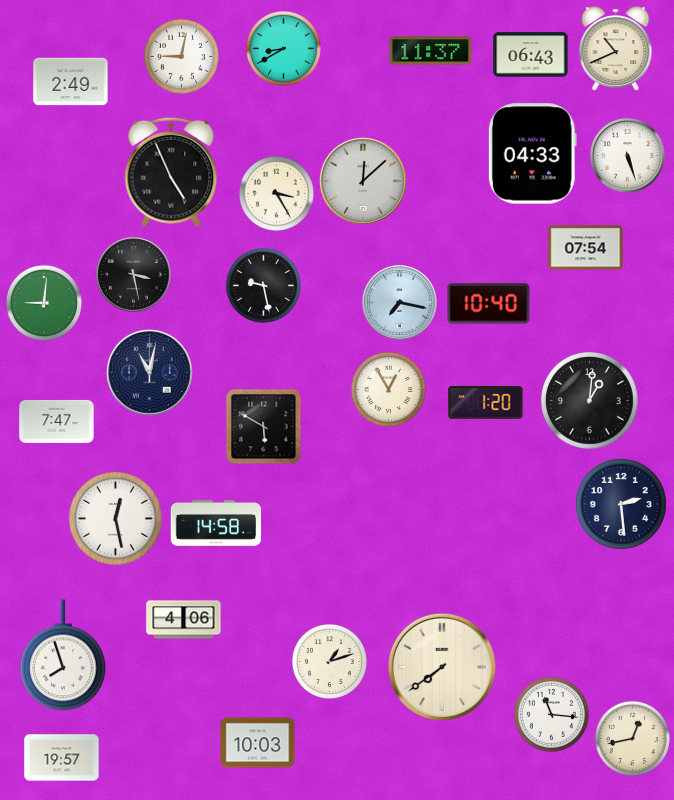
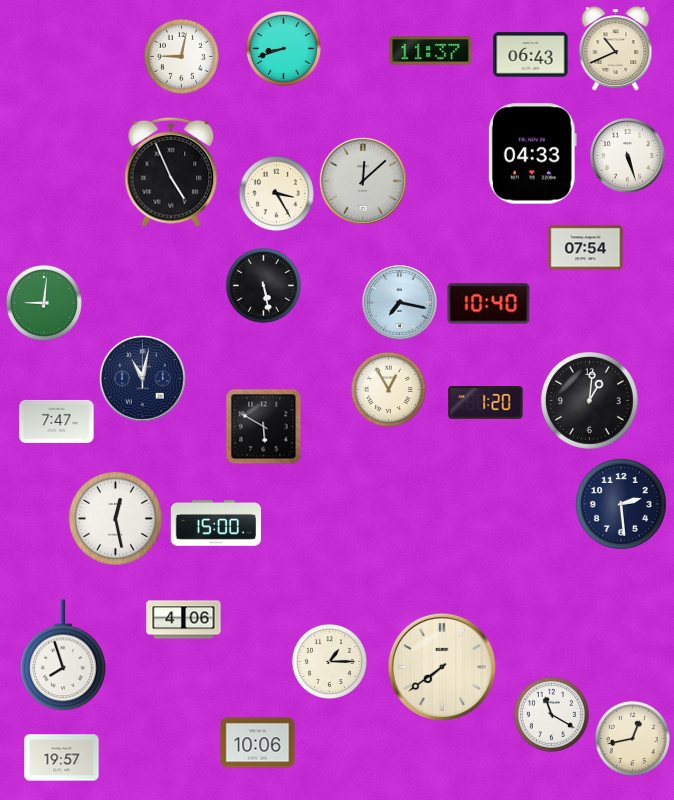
clock at (283, 48): 8:40 -> 8:42
clock at (71, 82): 2:49 -> none
clock at (134, 275): 3:28 -> none
clock at (263, 285): 9:28 -> 5:28
clock at (150, 373) position: (150, 373) -> (143, 379)
clock at (216, 523): 14:58 -> 15:00
clock at (329, 661): 1:12 -> 1:15
clock at (551, 714): 11:16 -> 11:20
clock at (258, 743): 10:03 -> 10:06
